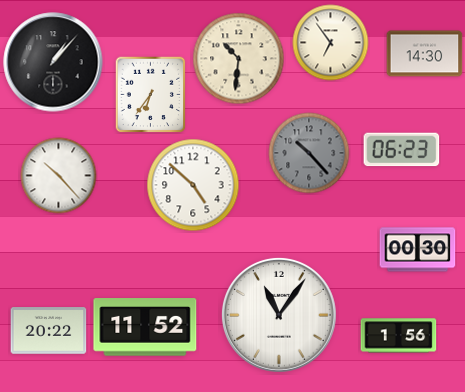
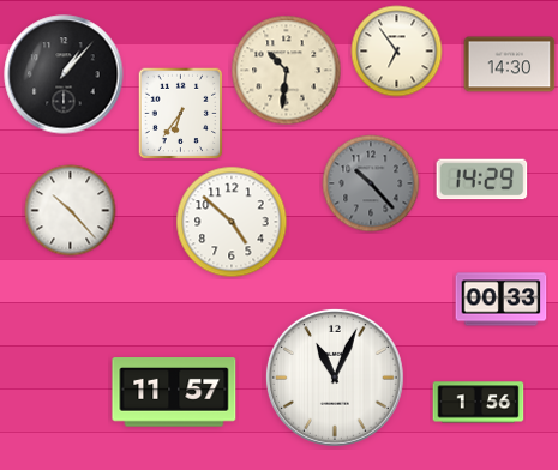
clock at (402, 150): 06:23 -> 14:29
clock at (418, 250): 00:30 -> 00:33
clock at (279, 315): 11:06 -> 11:04
clock at (145, 327): 11:52 -> 11:57
clock at (49, 331): 20:22 -> none
